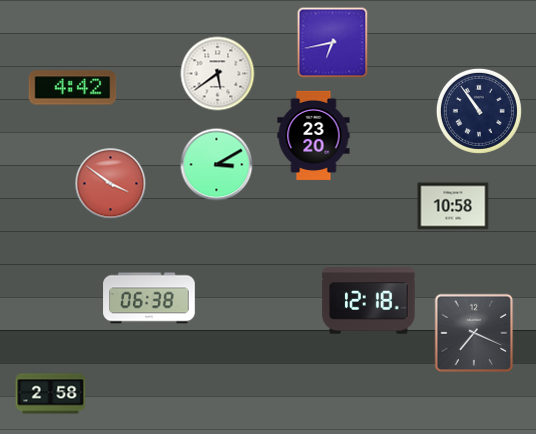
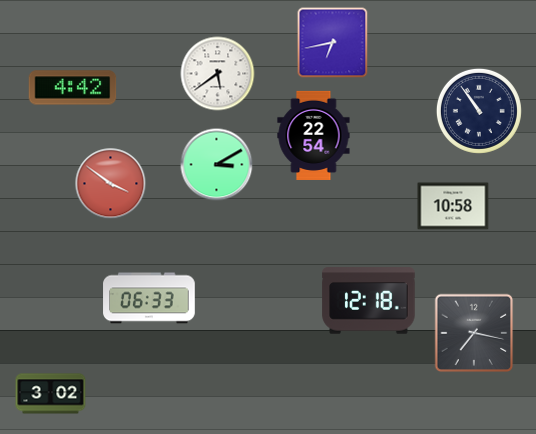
clock at (314, 135): 23:20 -> 22:54
clock at (149, 298): 06:38 -> 06:33
clock at (474, 333): 7:19 -> 7:17
clock at (51, 394): 2:58 -> 3:02
